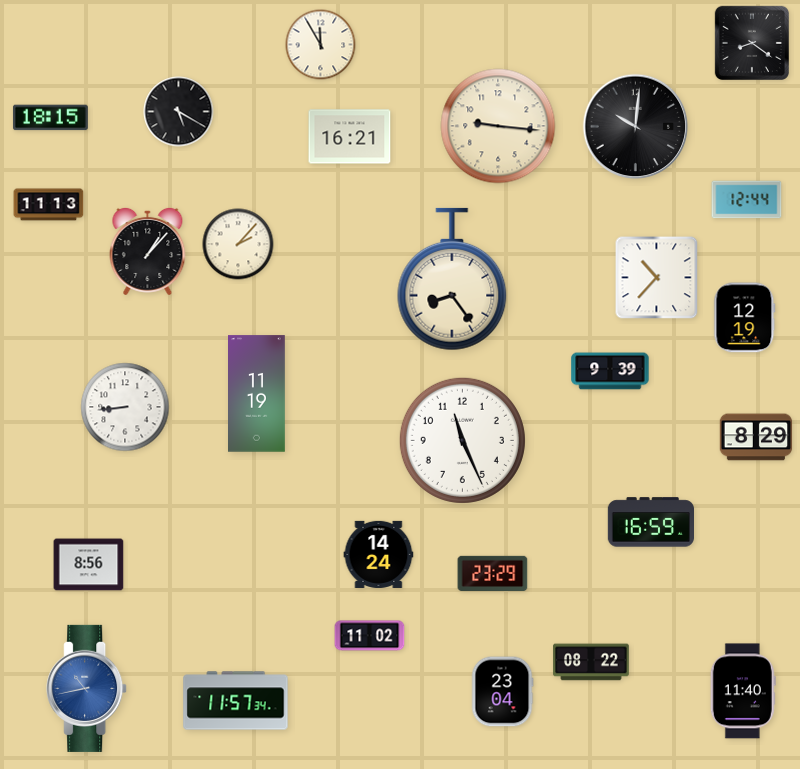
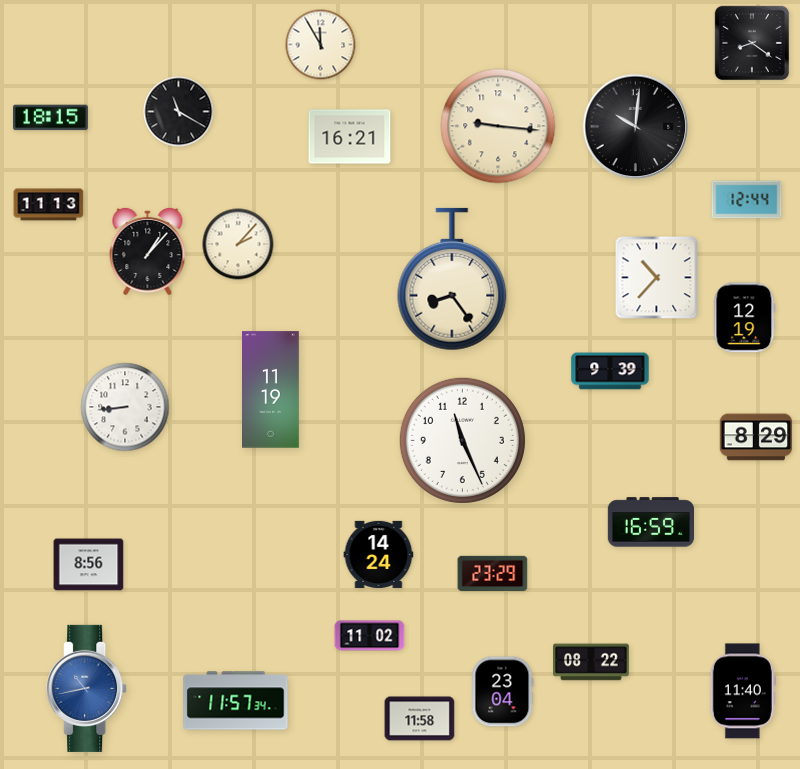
clock at (179, 112): 5:20 -> 11:20
clock at (257, 394) position: (257, 394) -> (271, 390)
clock at (420, 719): none -> 11:58
